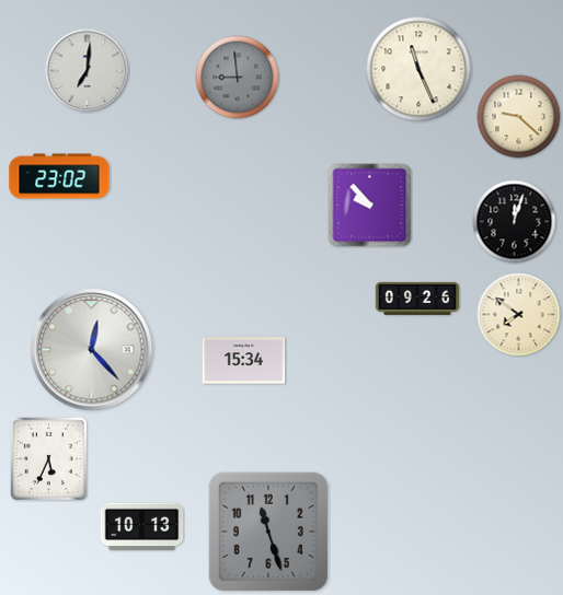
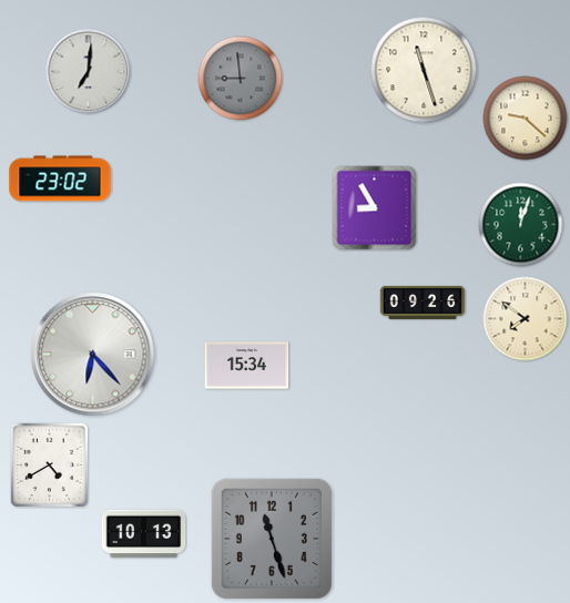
clock at (418, 69): 11:26 -> 11:27
clock at (370, 206): 9:53 -> 8:55
clock at (515, 222) dial: black -> green
clock at (92, 350): 12:23 -> 6:23
clock at (48, 458): 5:34 -> 4:40
